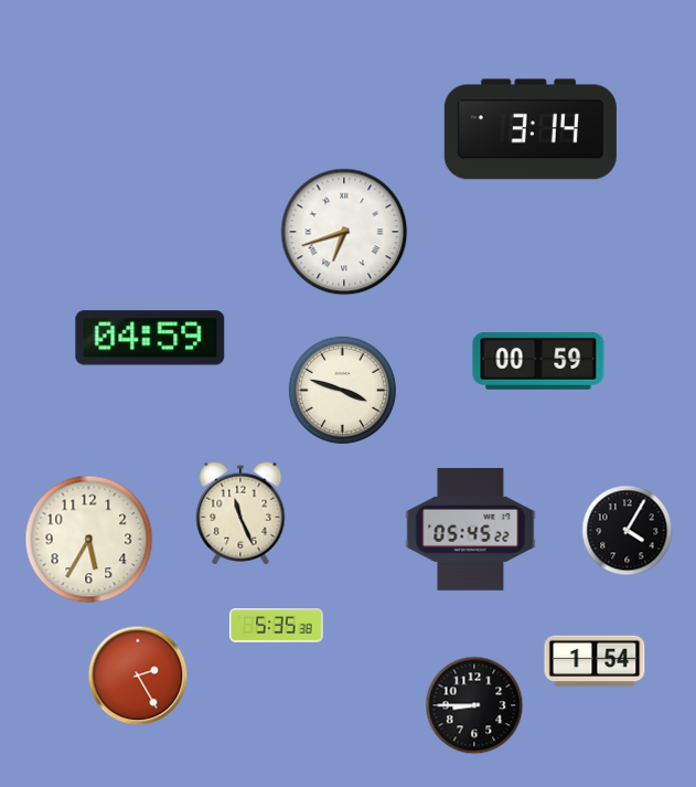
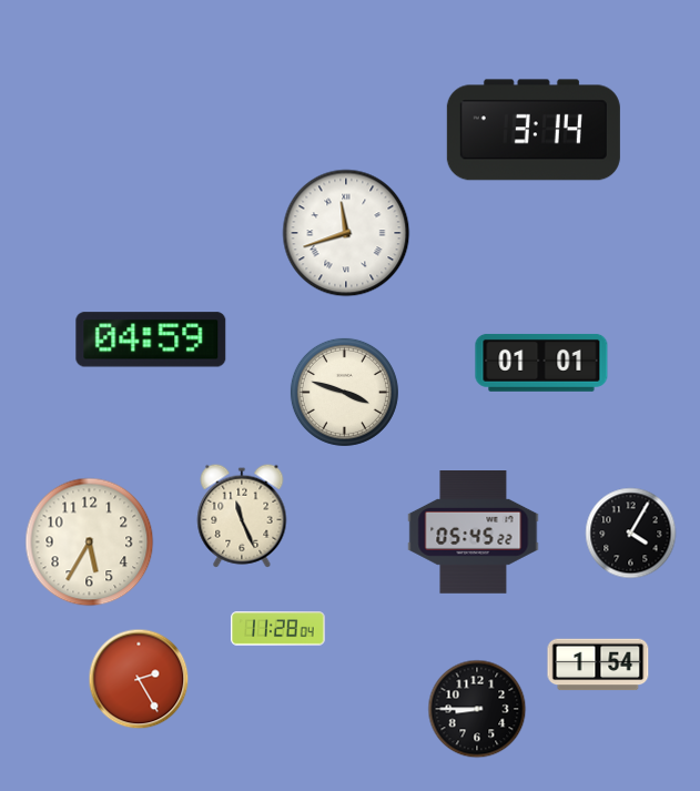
clock at (344, 232): 6:42 -> 11:42
clock at (538, 361): 00:59 -> 01:01
clock at (277, 626): 5:35 -> 11:28
